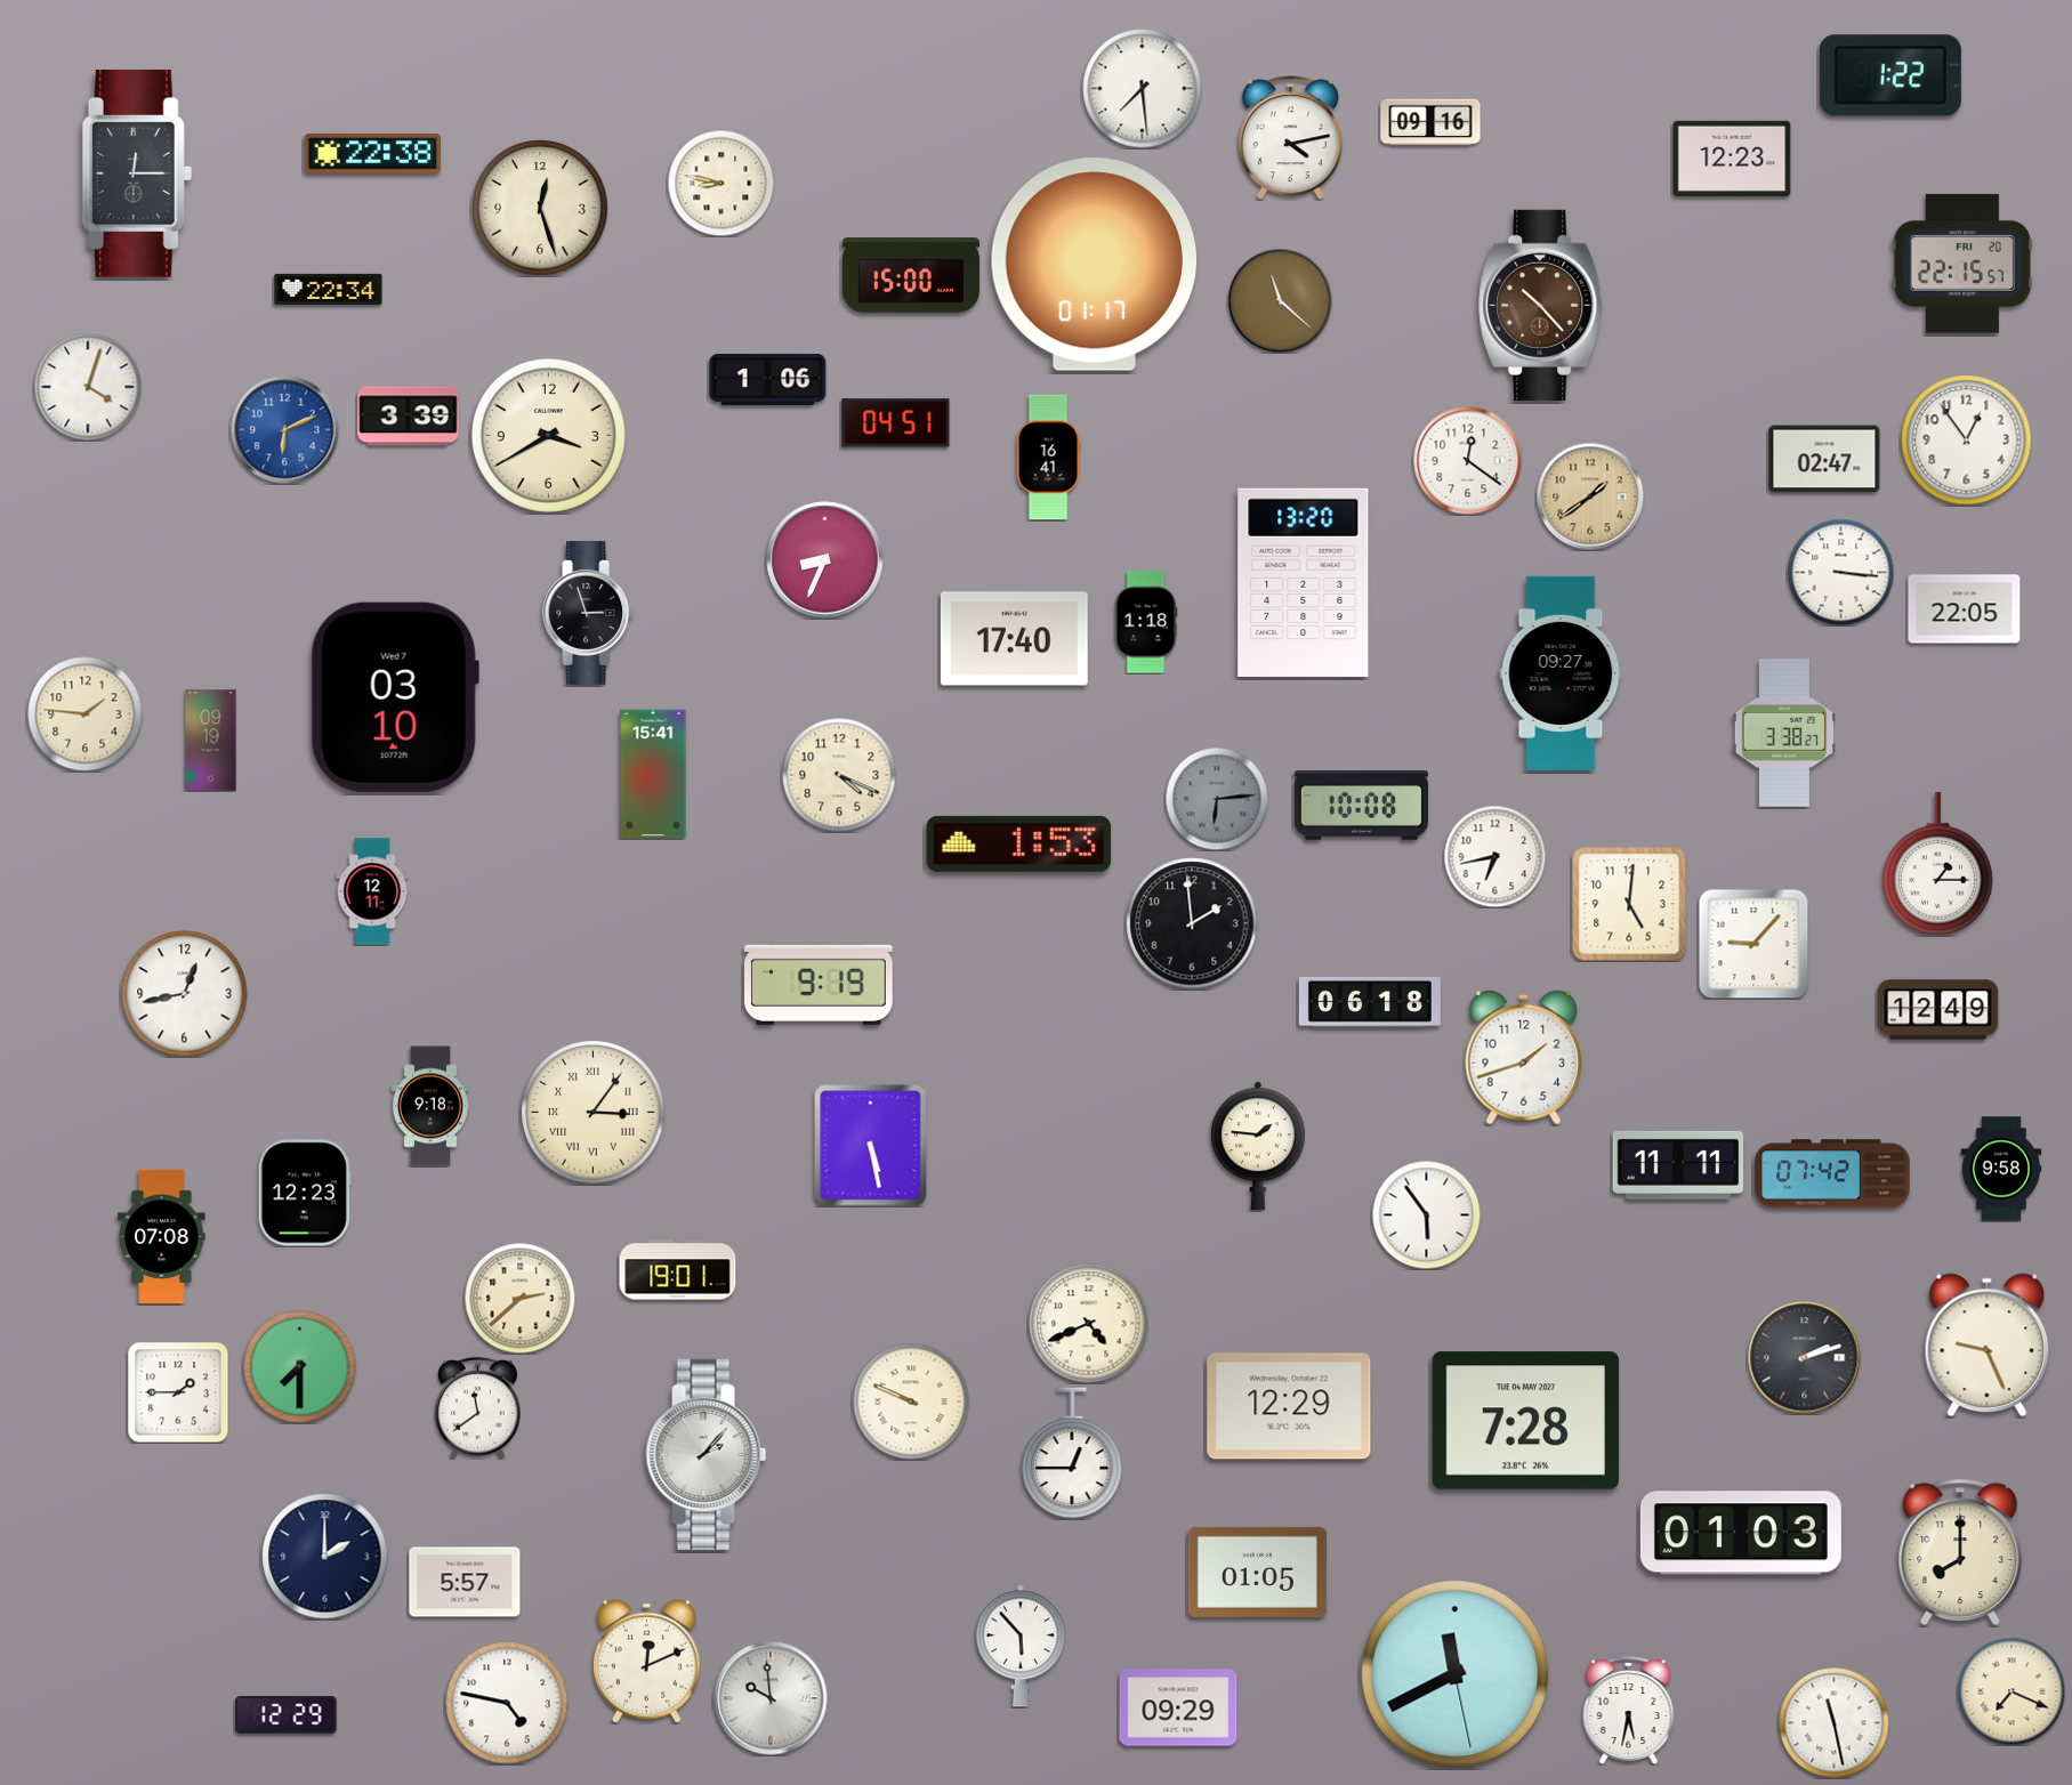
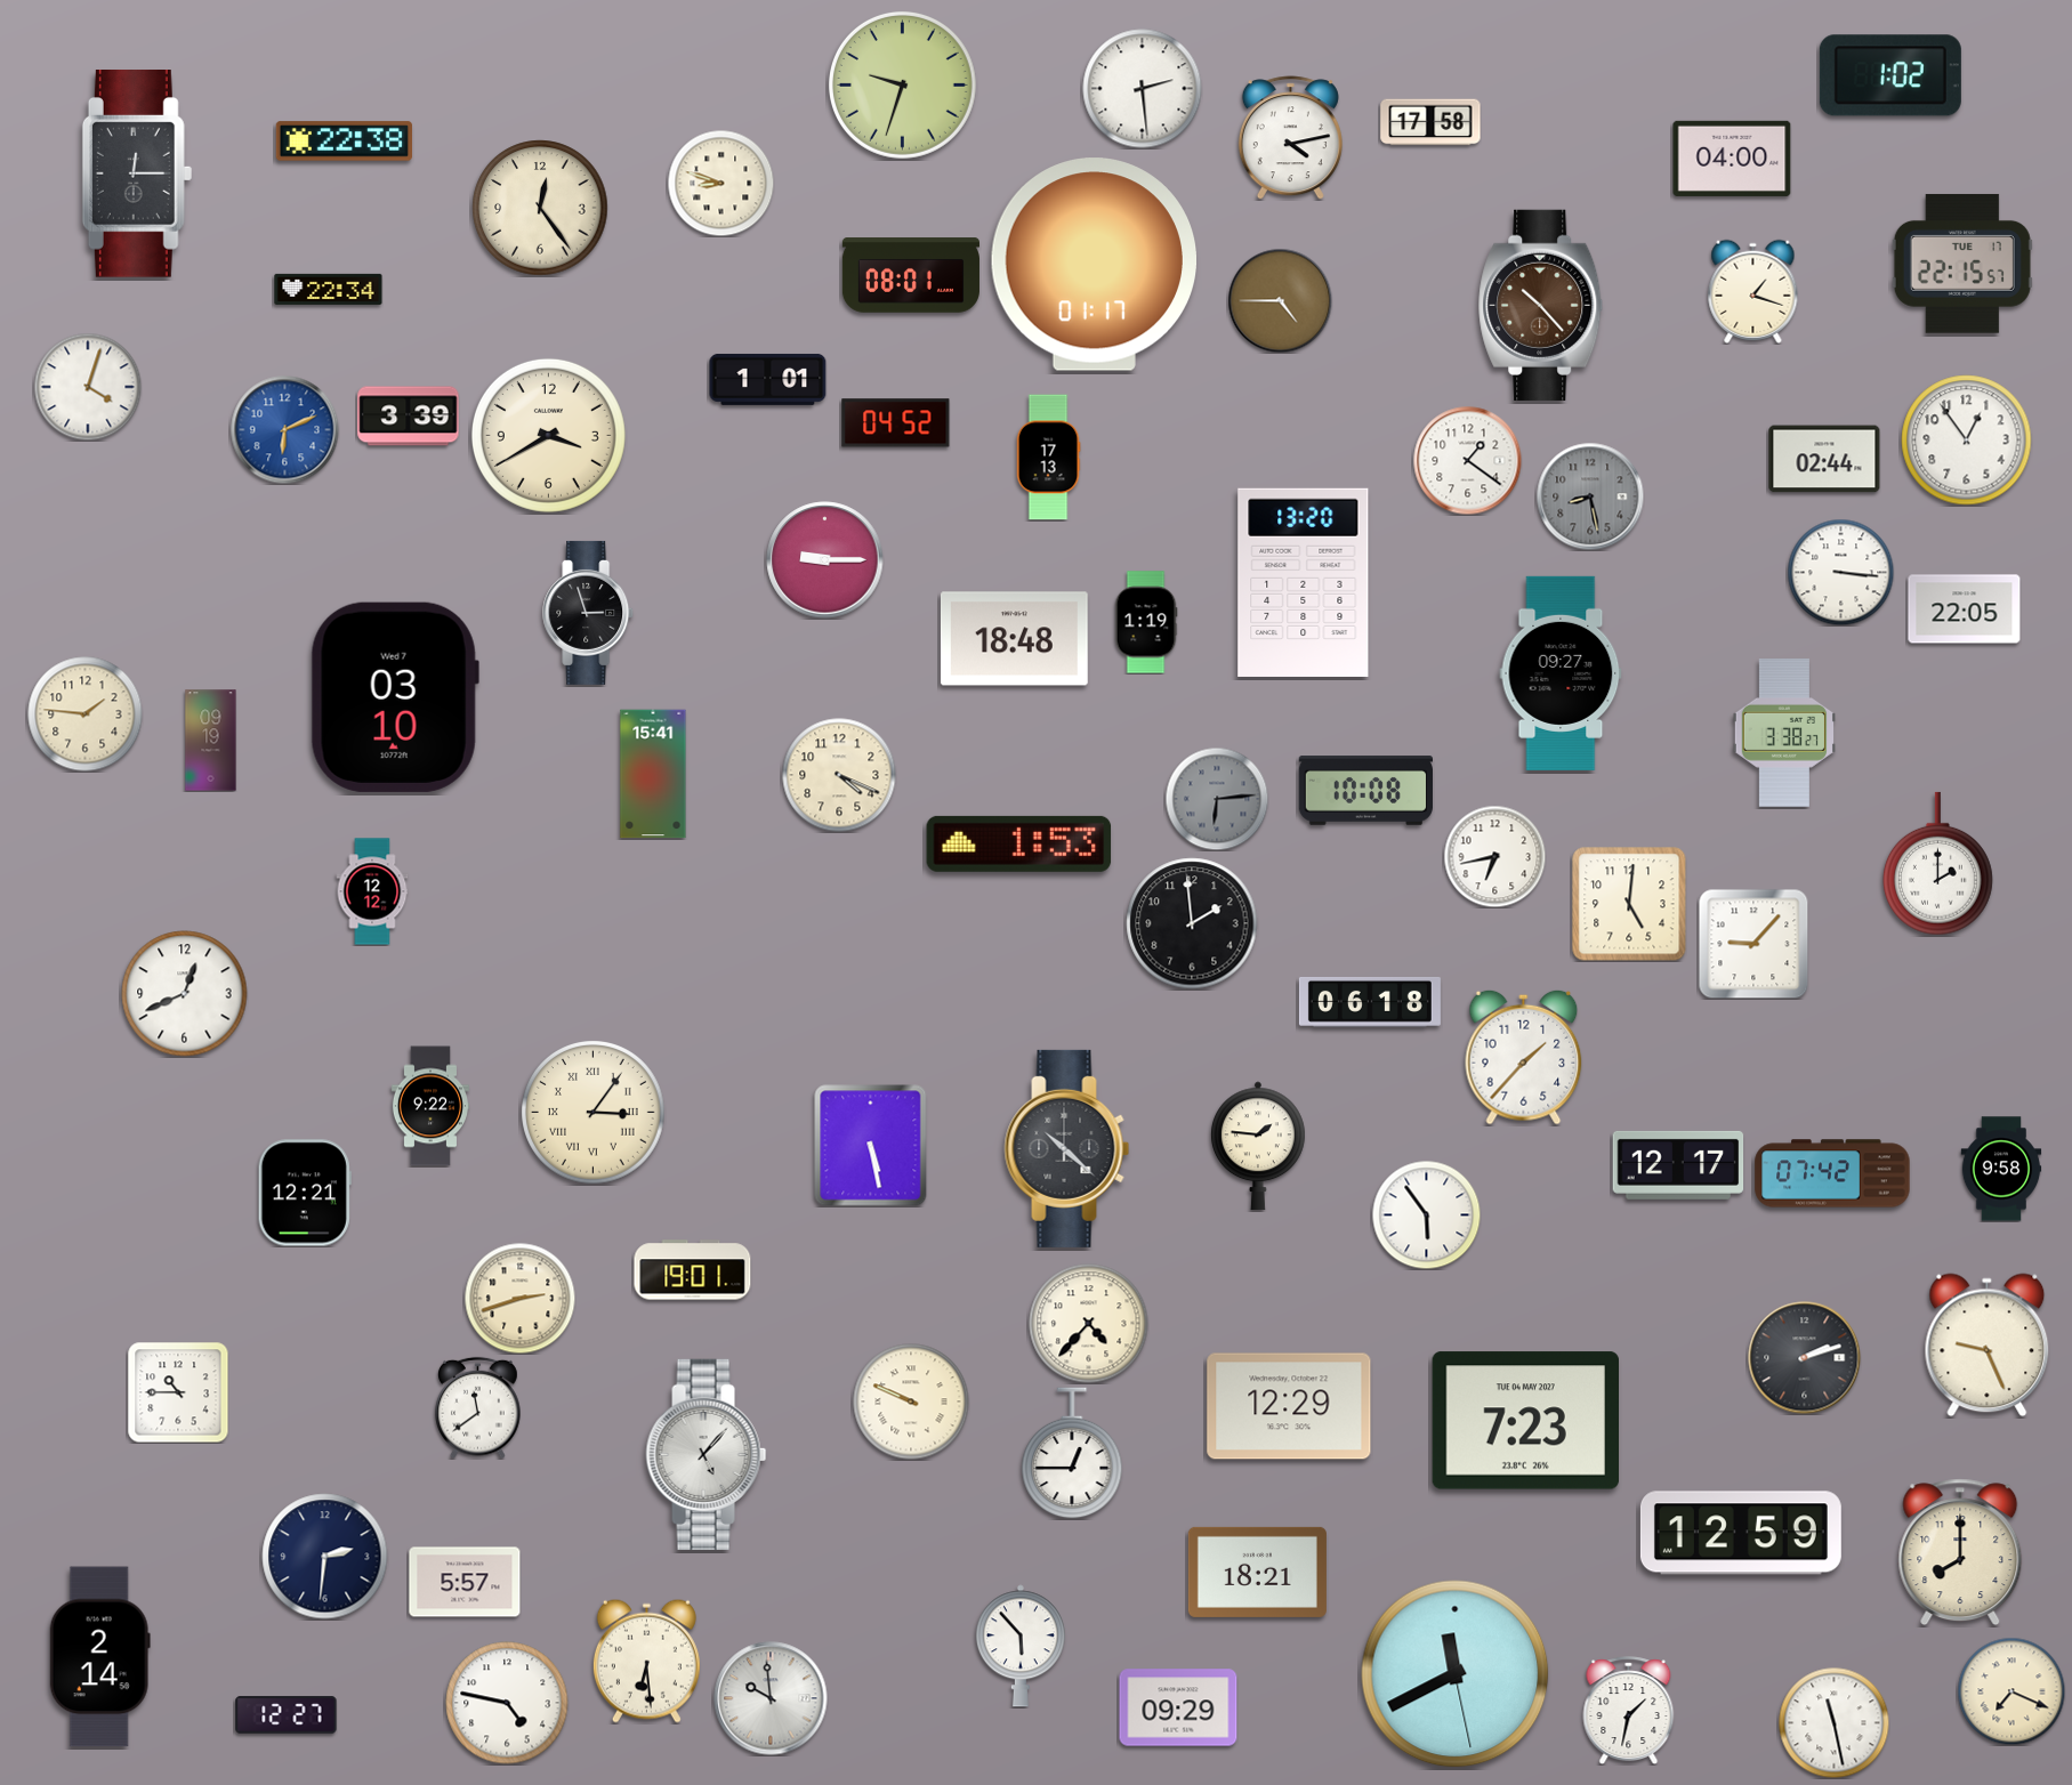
clock at (1890, 75): 1:22 -> 1:02
clock at (902, 84): none -> 9:33
clock at (1143, 89): 7:29 -> 2:29
clock at (1430, 122): 09:16 -> 17:58
clock at (372, 154) position: (372, 154) -> (344, 142)
clock at (1732, 159): 12:23 -> 04:00
clock at (720, 183): 8:47 -> 8:48
clock at (540, 208): 12:27 -> 12:24
clock at (1962, 264) date: FRI 20 -> TUE 17
clock at (911, 275): 15:00 -> 08:01
clock at (1753, 291): none -> 1:18
clock at (1280, 300): 11:22 -> 4:45
clock at (768, 379): 1:06 -> 1:01
clock at (896, 423): 04:51 -> 04:52
clock at (1048, 458): 16:41 -> 17:13
clock at (1824, 459): 02:47 -> 02:44
clock at (1467, 460): 12:21 -> 1:21
clock at (1590, 496): 1:39 -> 8:28
clock at (1590, 496) dial: champagne -> grey
clock at (825, 560): 8:34 -> 9:15
clock at (1146, 622): 1:18 -> 1:19
clock at (1014, 639): 17:40 -> 18:48
clock at (1361, 806) position: (1361, 806) -> (1365, 791)
clock at (1937, 864): 1:15 -> 2:00
clock at (372, 891): 12:11 -> 12:12
clock at (820, 983): 9:19 -> none
clock at (185, 994): 12:43 -> 12:41
clock at (1938, 1010): 12:49 -> none
clock at (1524, 1057): 1:42 -> 1:37
clock at (430, 1106): 9:18 -> 9:22
clock at (1067, 1148): none -> 10:22
clock at (1678, 1165): 11:11 -> 12:17
clock at (305, 1193): 12:23 -> 12:21
clock at (162, 1237): 07:08 -> none
clock at (678, 1270) position: (678, 1270) -> (693, 1270)
clock at (519, 1298): 2:38 -> 2:42
clock at (1089, 1324): 4:41 -> 4:37
clock at (300, 1367): 7:30 -> none
clock at (178, 1392): 1:45 -> 10:45
clock at (1525, 1421): 7:28 -> 7:23
clock at (707, 1454): 2:07 -> 5:07
clock at (1741, 1533): 01:03 -> 12:59
clock at (325, 1557): 2:00 -> 2:31
clock at (1257, 1572): 01:05 -> 18:21
clock at (99, 1657): none -> 2:14
clock at (646, 1661): 12:11 -> 6:29
clock at (1629, 1711): 5:32 -> 1:32
clock at (287, 1715): 12:29 -> 12:27
